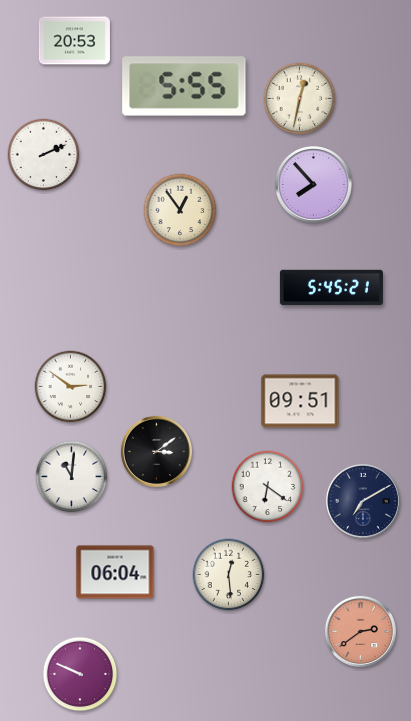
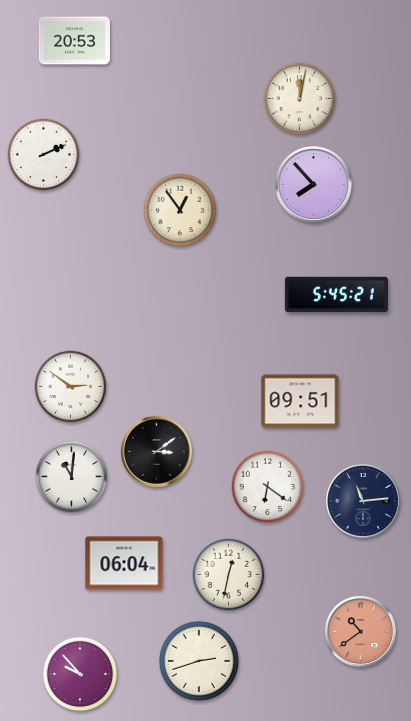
clock at (184, 86): 5:55 -> none
clock at (300, 99): 12:32 -> 12:02
clock at (331, 288) position: (331, 288) -> (336, 295)
clock at (363, 501): 7:10 -> 11:14
clock at (115, 572) position: (115, 572) -> (124, 563)
clock at (229, 575): 12:29 -> 12:32
clock at (360, 631): 2:39 -> 10:39
clock at (199, 661): none -> 2:42
clock at (80, 674): 9:49 -> 9:53
